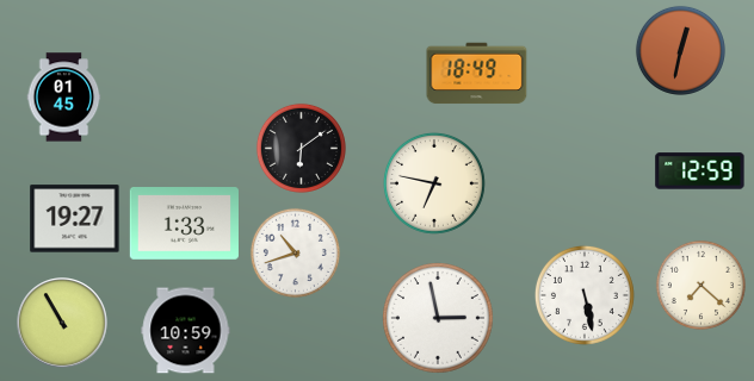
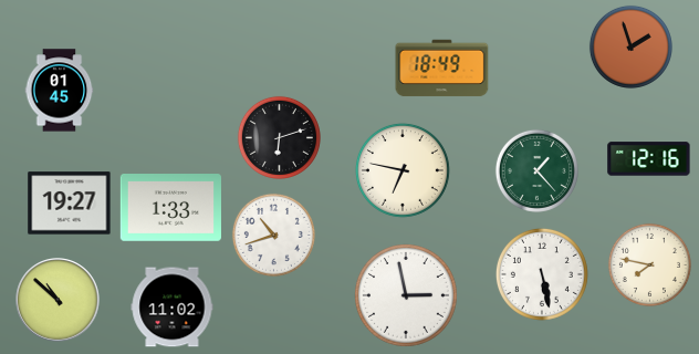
clock at (680, 50): 12:32 -> 1:57
clock at (301, 148): 6:09 -> 6:12
clock at (700, 171): 12:59 -> 12:16
clock at (536, 170): none -> 1:23
clock at (700, 285): 7:22 -> 7:47
clock at (62, 323): 10:55 -> 10:52
clock at (186, 331): 10:59 -> 11:02
